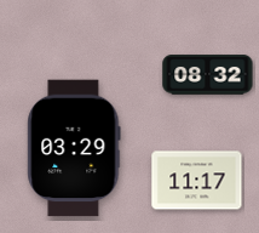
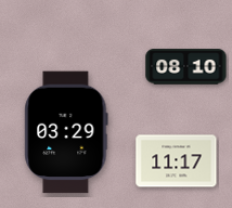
clock at (208, 75): 08:32 -> 08:10
